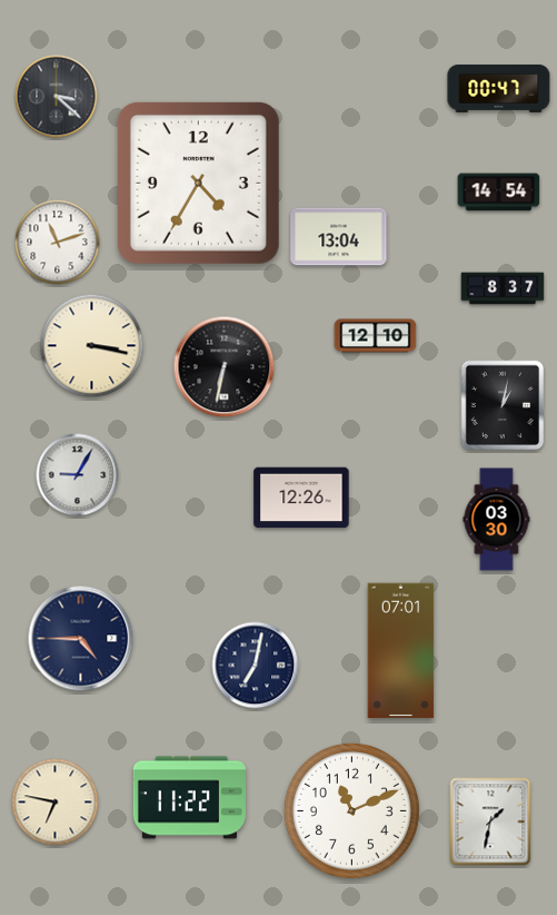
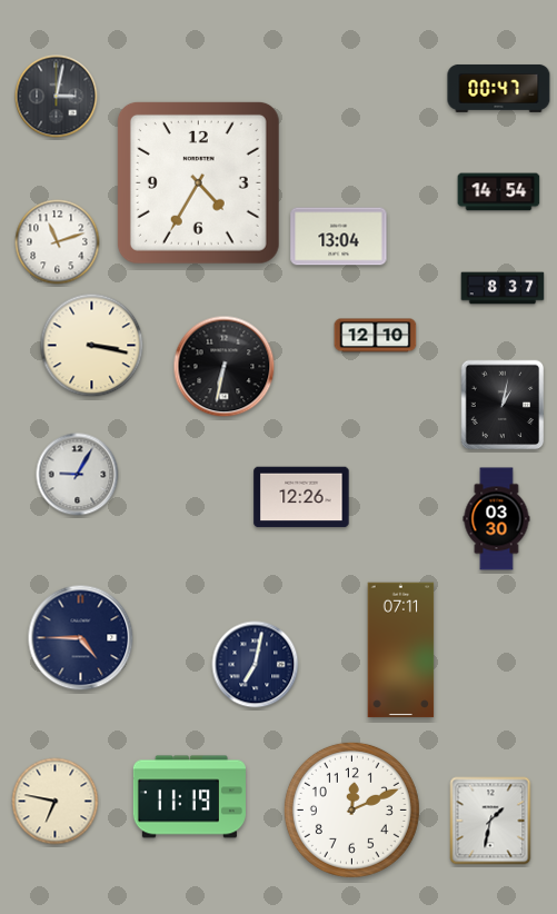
clock at (57, 97): 3:22 -> 3:02
clock at (401, 651): 07:01 -> 07:11
clock at (189, 798): 11:22 -> 11:19
clock at (351, 810): 11:11 -> 12:11
